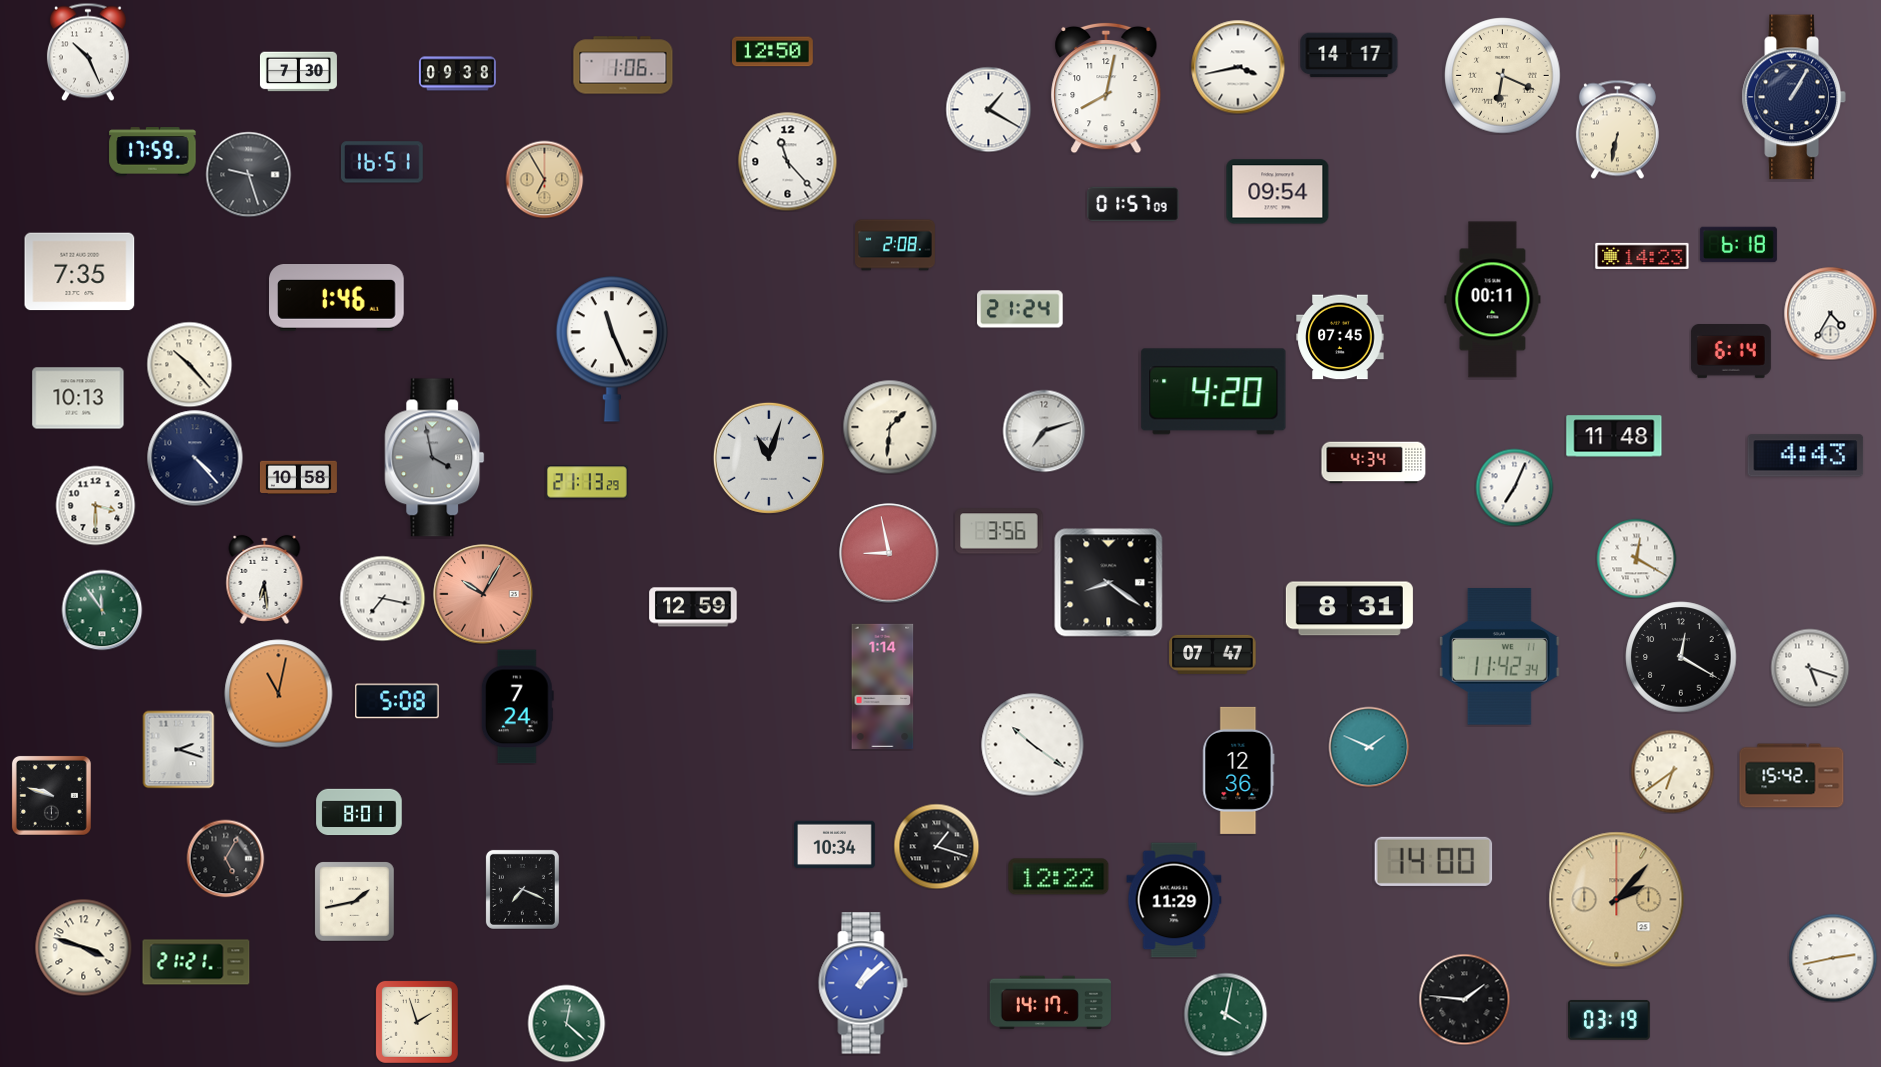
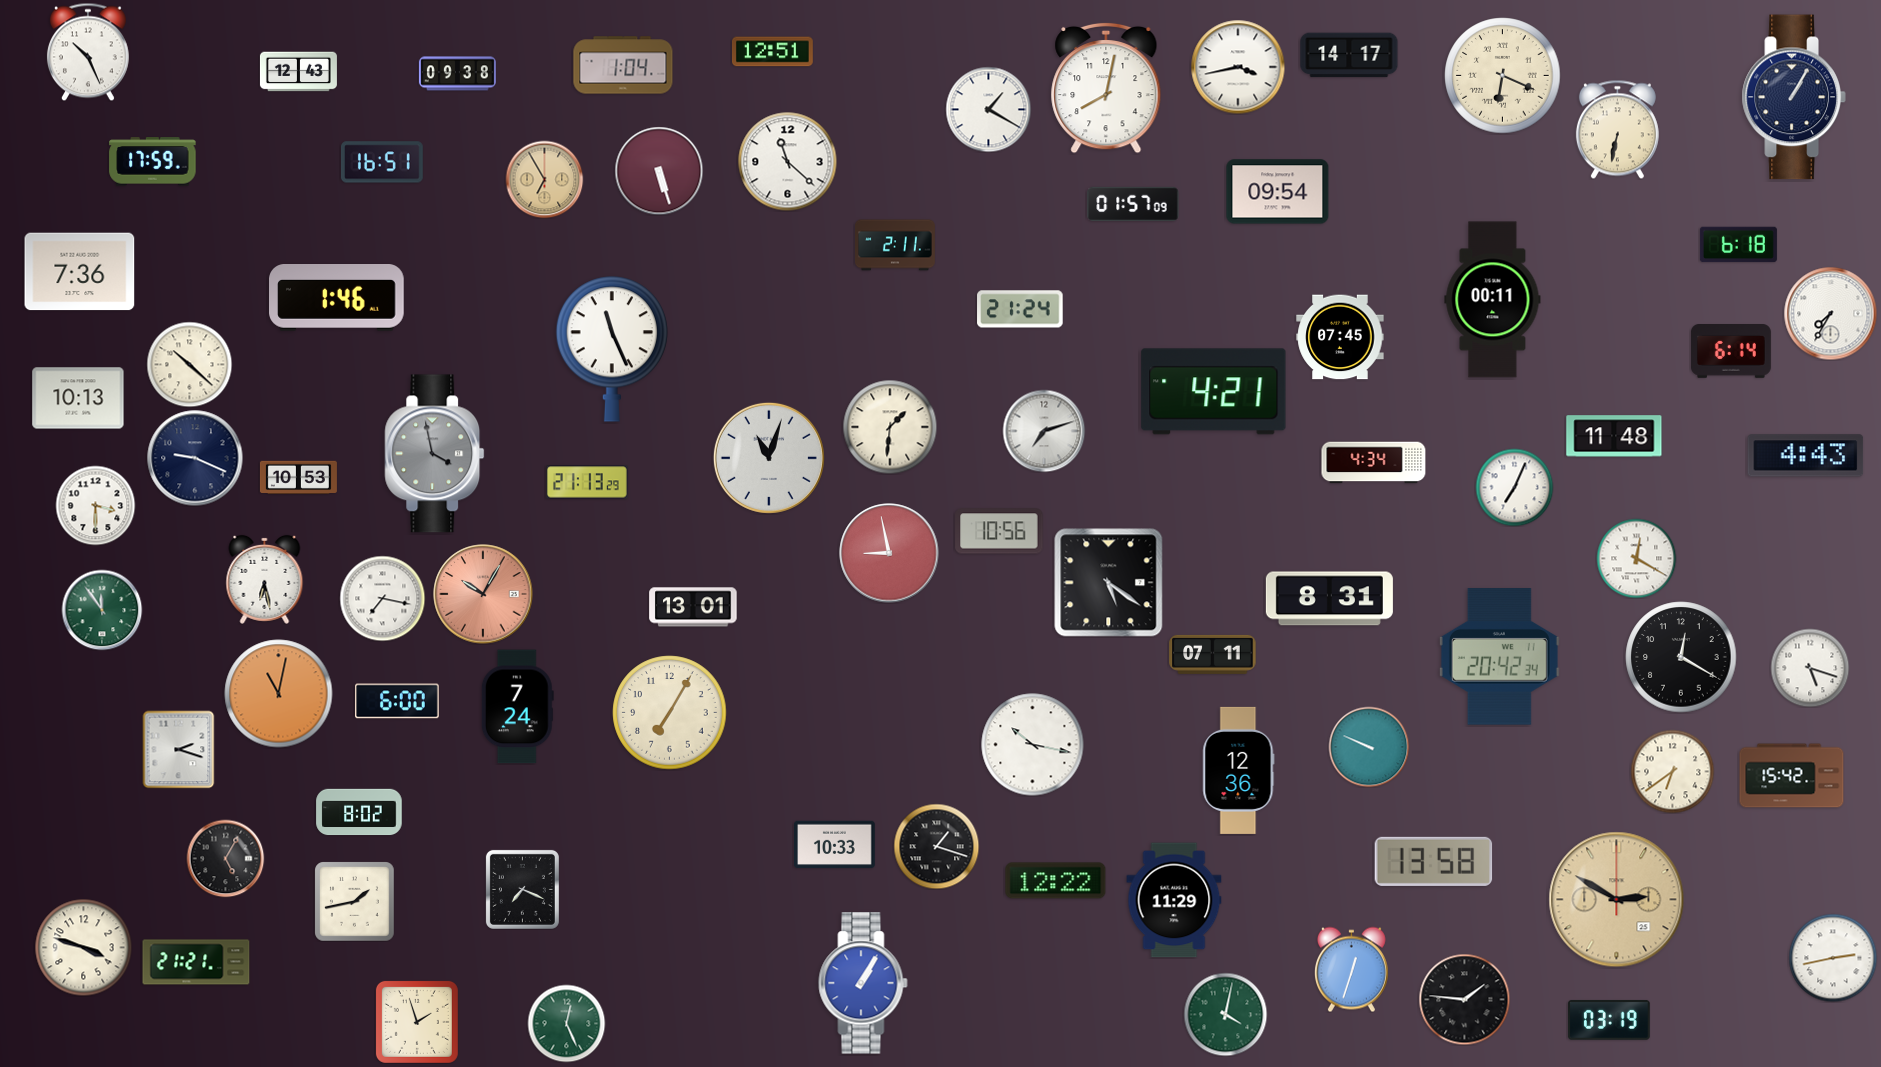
clock at (773, 52): 12:50 -> 12:51
clock at (623, 65): 1:06 -> 1:04
clock at (298, 72): 7:30 -> 12:43
clock at (153, 152) position: (153, 152) -> (153, 162)
clock at (788, 162): 11:23 -> 11:22
clock at (659, 171): none -> 5:27
clock at (248, 174): 9:27 -> none
clock at (896, 245): 2:08 -> 2:11
clock at (1642, 256): 14:23 -> none
clock at (80, 272): 7:35 -> 7:36
clock at (1830, 313): 4:35 -> 7:35
clock at (189, 364): 10:23 -> 10:22
clock at (1214, 392): 4:20 -> 4:21
clock at (195, 458): 4:23 -> 9:19
clock at (435, 458) position: (435, 458) -> (435, 454)
clock at (298, 477): 10:58 -> 10:53
clock at (999, 531): 3:56 -> 10:56
clock at (265, 579): 6:29 -> 6:28
clock at (1109, 583): 8:21 -> 5:21
clock at (693, 607): 12:59 -> 13:01
clock at (1349, 609) position: (1349, 609) -> (1329, 599)
clock at (1213, 654): 07:47 -> 07:11
clock at (1499, 657): 11:42 -> 20:42
clock at (883, 686): 1:14 -> none
clock at (397, 701): 5:08 -> 6:00
clock at (670, 713): none -> 7:05
clock at (1033, 745): 10:21 -> 10:17
clock at (1369, 747): 1:49 -> 9:49
clock at (51, 795): 9:48 -> none
clock at (359, 812): 8:01 -> 8:02
clock at (835, 845): 10:34 -> 10:33
clock at (1434, 861): 14:00 -> 13:58
clock at (1059, 877) position: (1059, 877) -> (1056, 881)
clock at (1617, 900): 2:07 -> 2:50
clock at (1351, 969): none -> 12:33
clock at (863, 983): 1:08 -> 1:05
clock at (1050, 1003): 14:17 -> none
clock at (566, 1023): 12:22 -> 12:26
